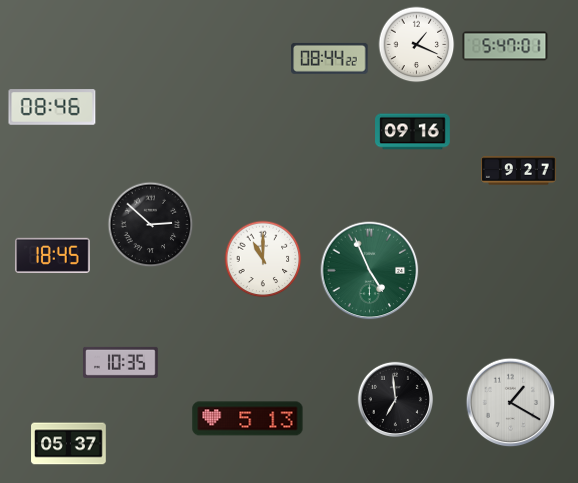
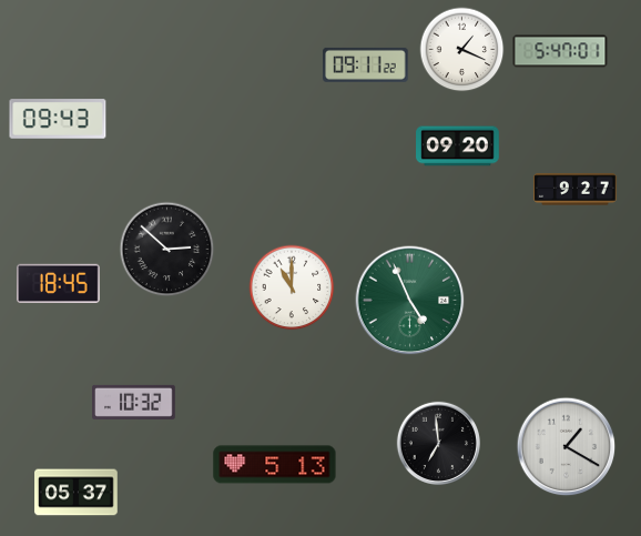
clock at (330, 58): 08:44 -> 09:11
clock at (52, 107): 08:46 -> 09:43
clock at (413, 132): 09:16 -> 09:20
clock at (121, 362): 10:35 -> 10:32
